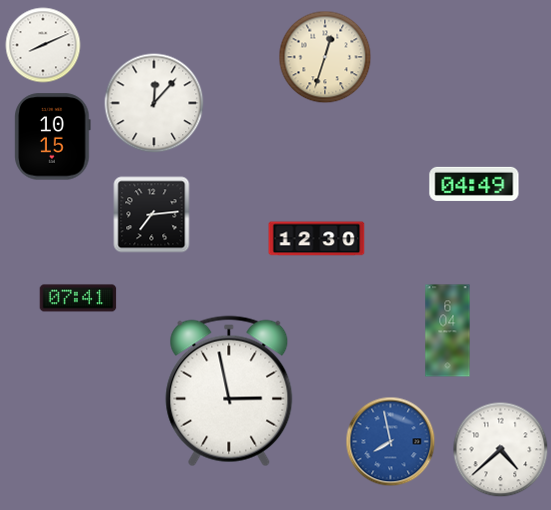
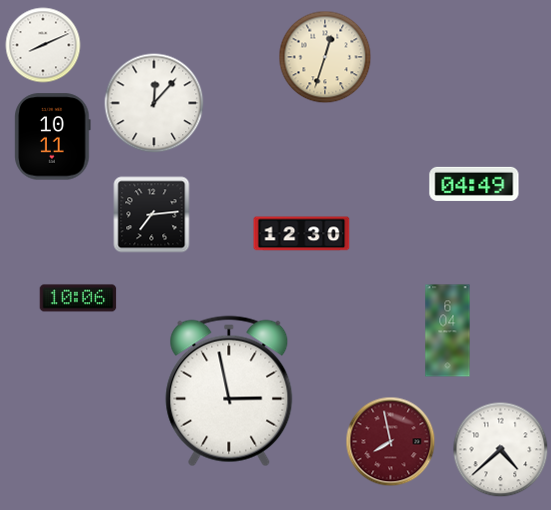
clock at (53, 137): 10:15 -> 10:11
clock at (317, 239) position: (317, 239) -> (302, 234)
clock at (78, 298): 07:41 -> 10:06
clock at (391, 442) dial: blue -> burgundy
